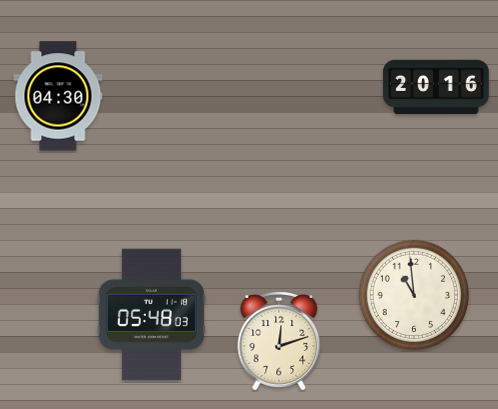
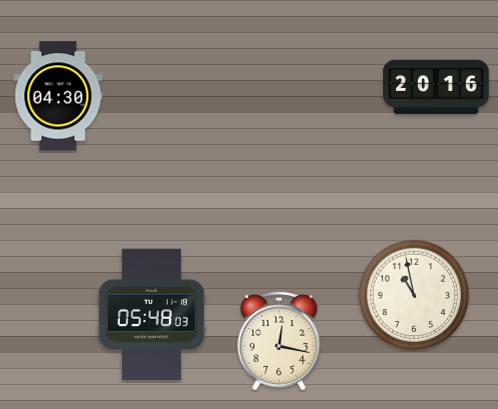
clock at (414, 295): 10:59 -> 10:58
clock at (279, 341): 12:12 -> 12:17
